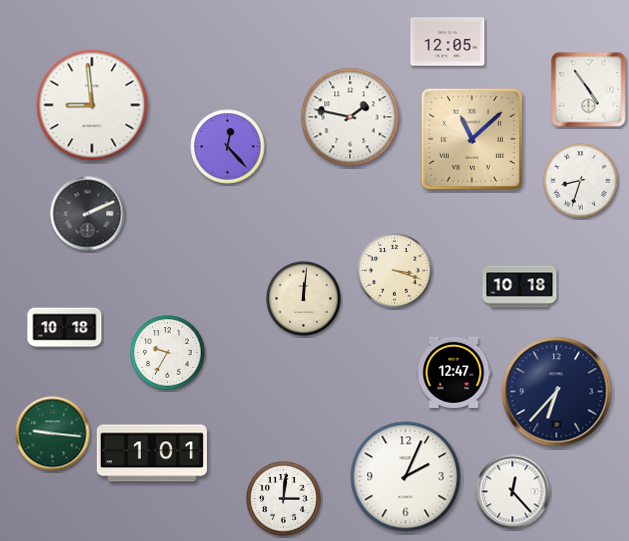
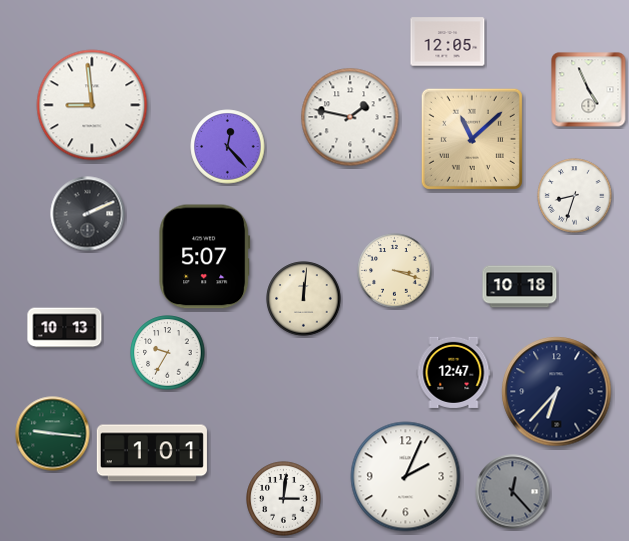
clock at (589, 90): 4:54 -> 4:56
clock at (581, 181) position: (581, 181) -> (575, 196)
clock at (205, 257): none -> 5:07
clock at (65, 328): 10:18 -> 10:13
clock at (513, 492) dial: white -> grey
